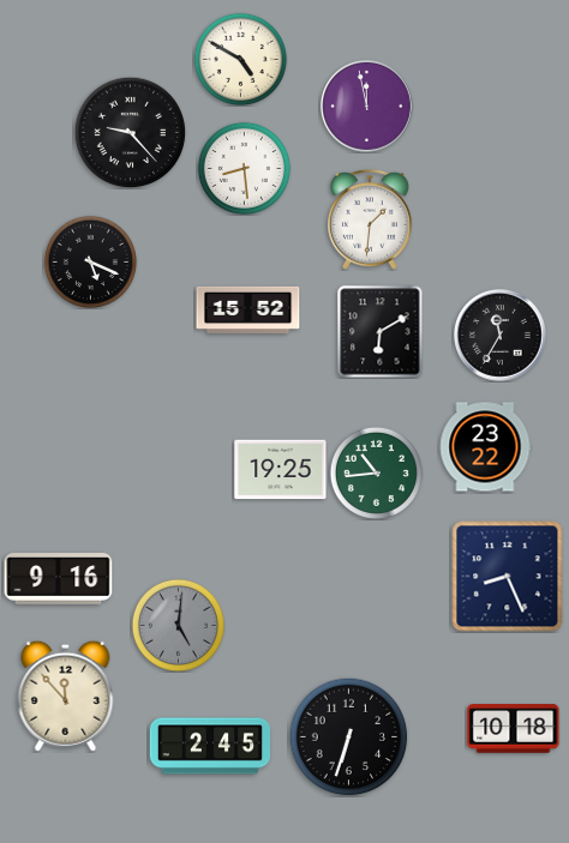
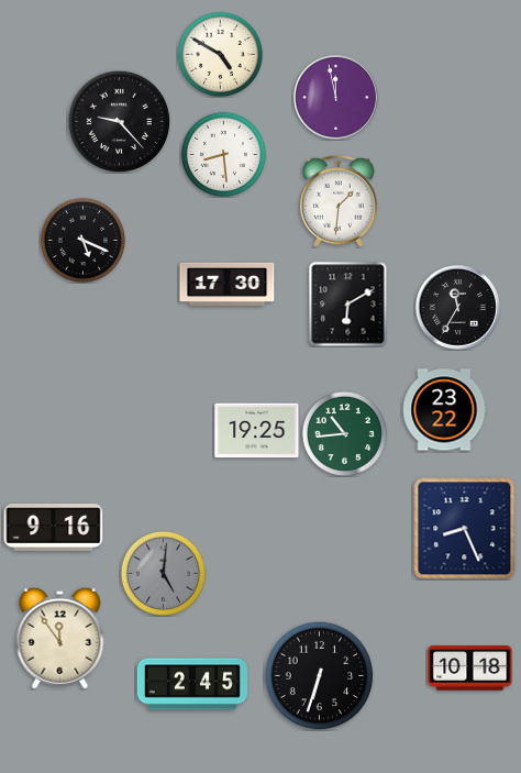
clock at (248, 309): 15:52 -> 17:30
clock at (59, 579) position: (59, 579) -> (54, 528)
clock at (66, 696): 11:53 -> 11:54
